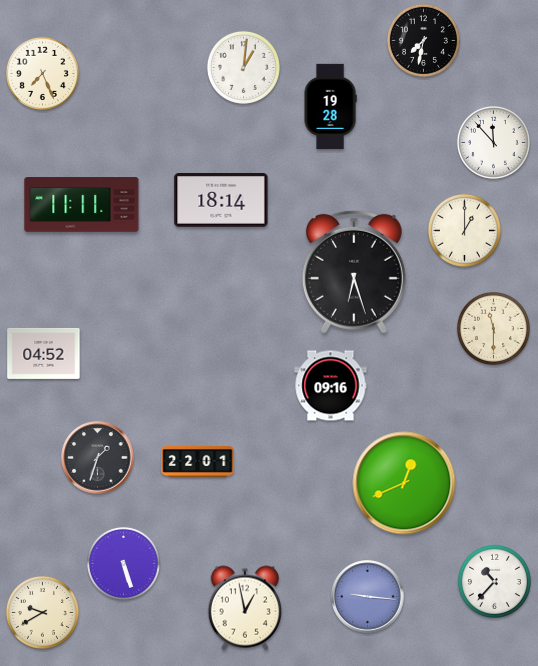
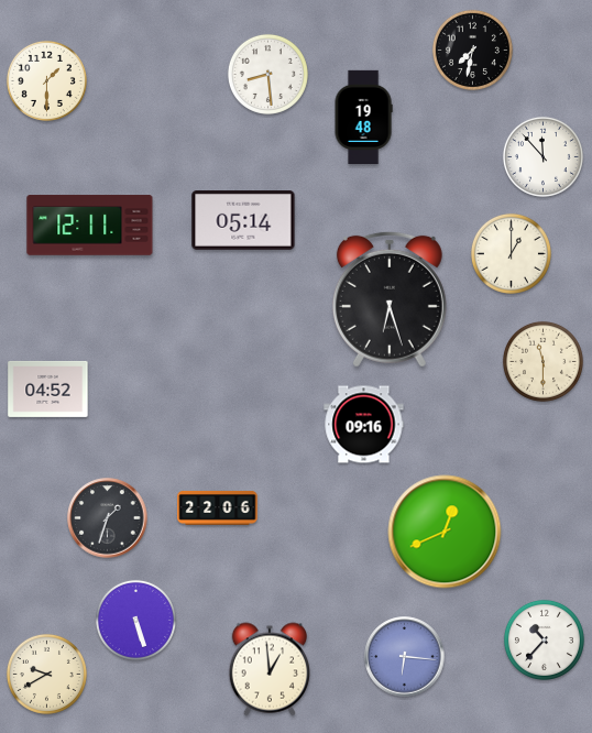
clock at (423, 40) position: (423, 40) -> (472, 50)
clock at (243, 67): 1:01 -> 8:29
clock at (42, 73): 7:26 -> 1:30
clock at (330, 106): 19:28 -> 19:48
clock at (221, 201): 18:14 -> 05:14
clock at (82, 205): 11:11 -> 12:11
clock at (98, 458) position: (98, 458) -> (108, 518)
clock at (198, 461): 22:01 -> 22:06
clock at (368, 597): 9:16 -> 6:16
clock at (244, 608): 12:58 -> 12:59
